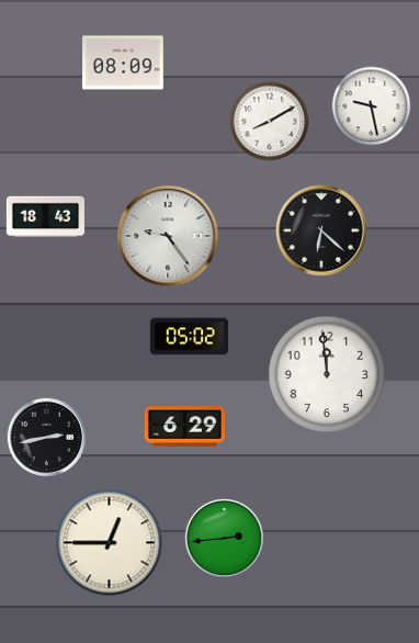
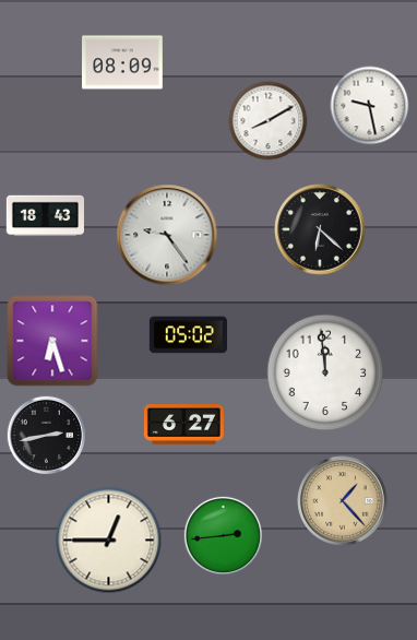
clock at (52, 341): none -> 6:27
clock at (184, 427): 6:29 -> 6:27
clock at (343, 501): none -> 1:23
